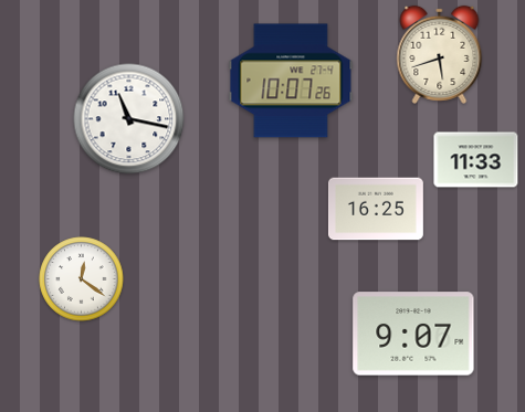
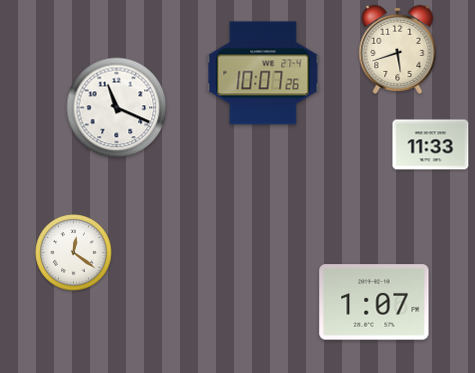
clock at (129, 119): 11:17 -> 11:19
clock at (376, 209): 16:25 -> none
clock at (413, 334): 9:07 -> 1:07
